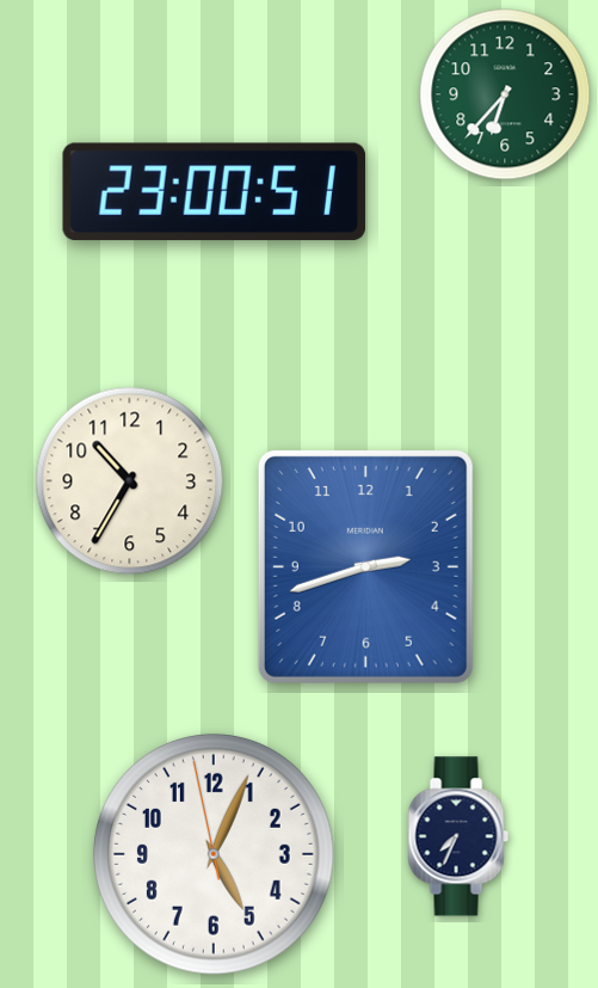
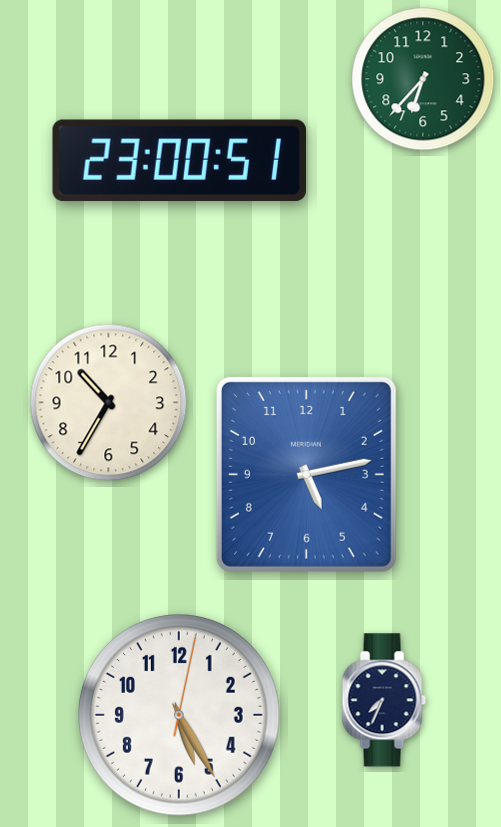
clock at (365, 566): 2:42 -> 5:13
clock at (214, 854): 5:03 -> 5:25
